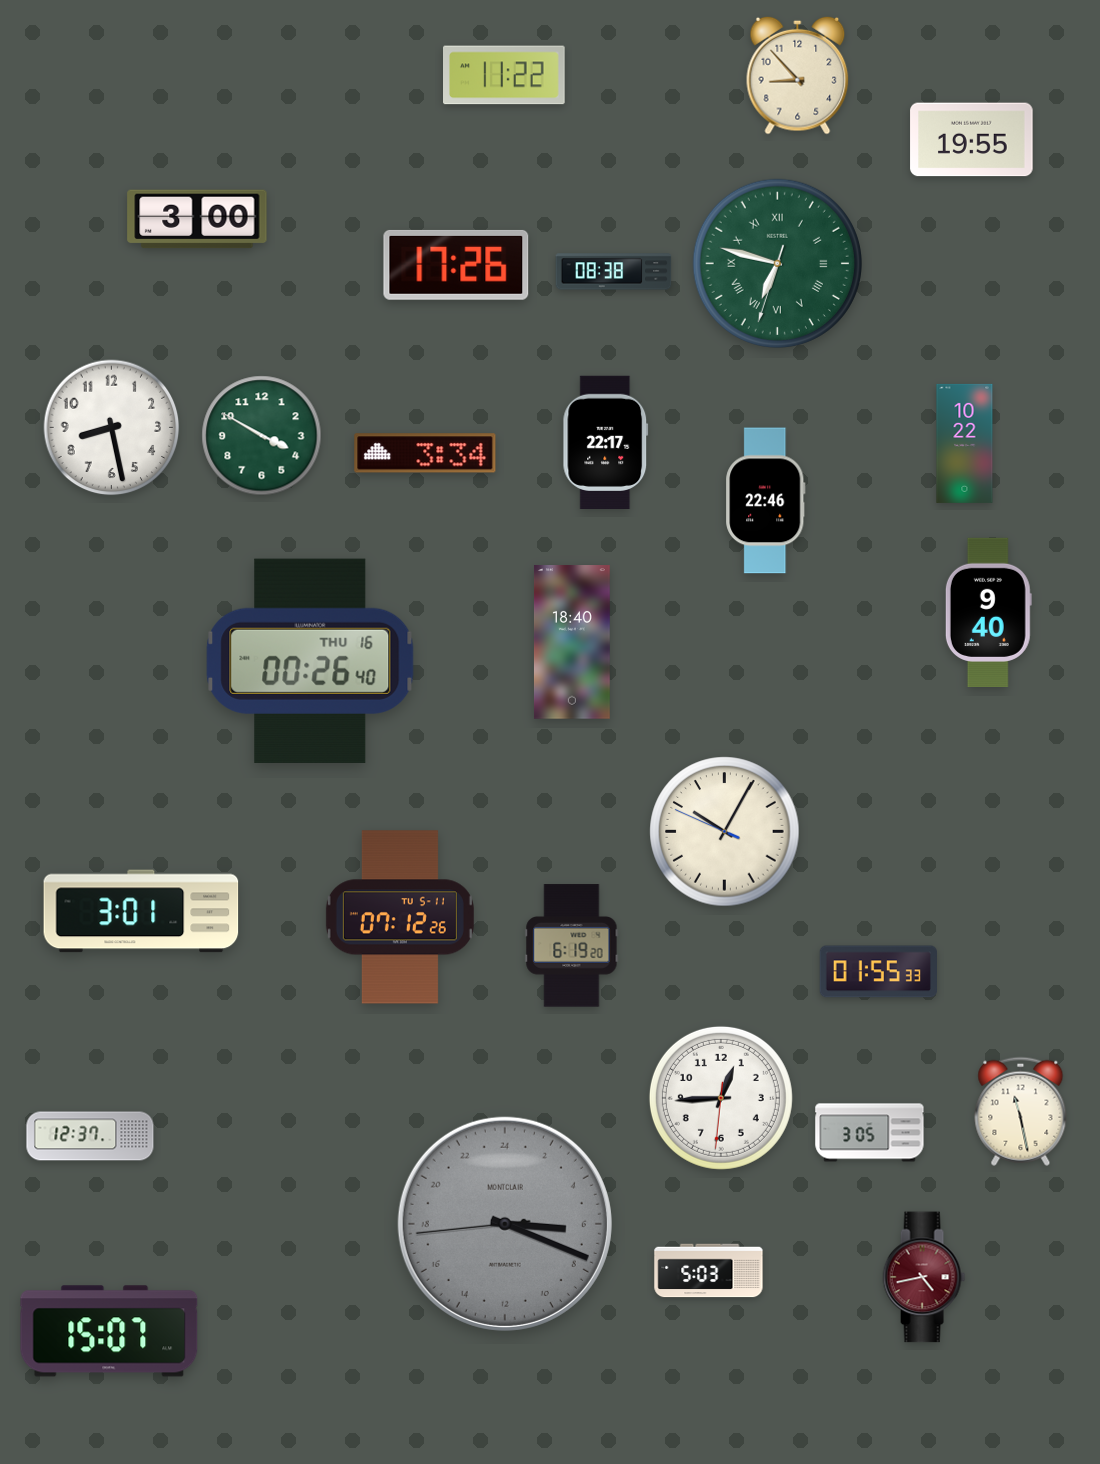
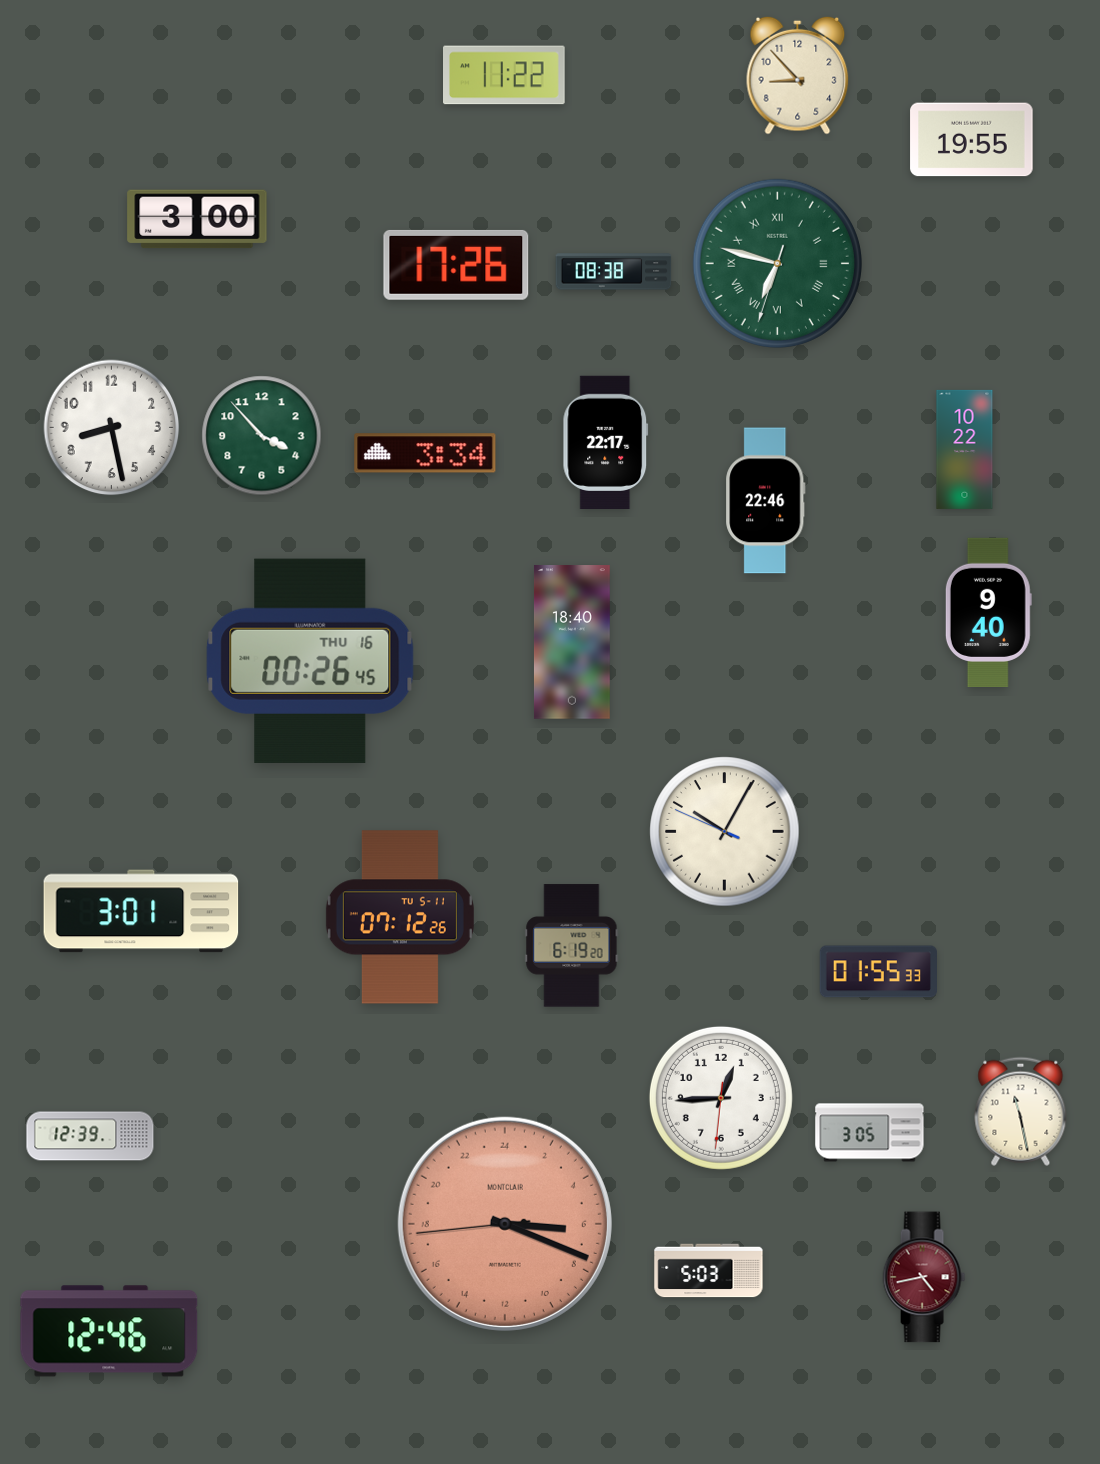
clock at (262, 436): 3:50 -> 3:53
clock at (965, 443) position: (965, 443) -> (965, 449)
clock at (310, 661): 00:26:40 -> 00:26:45
clock at (90, 1136): 12:37 -> 12:39
clock at (505, 1224) dial: grey -> salmon
clock at (109, 1331): 15:07 -> 12:46
